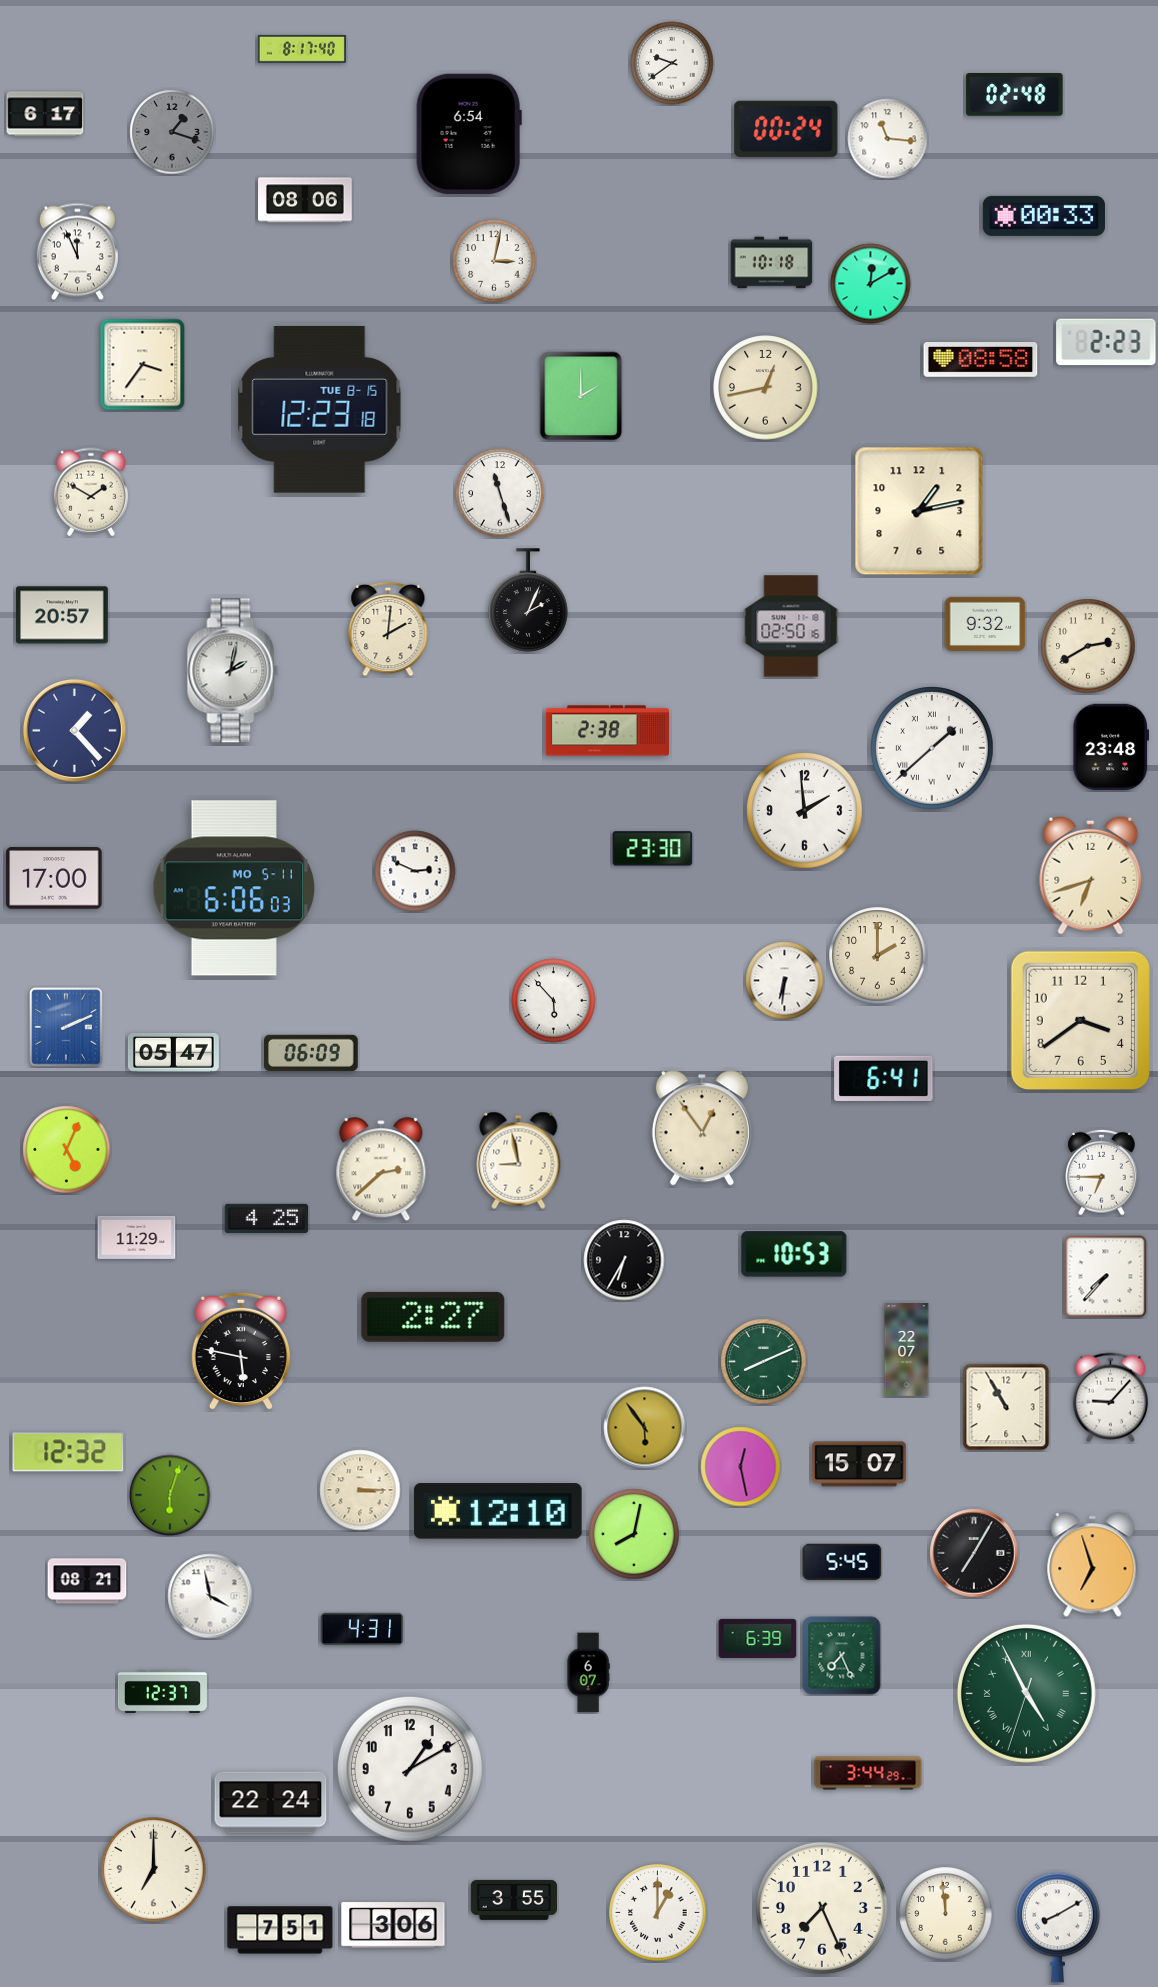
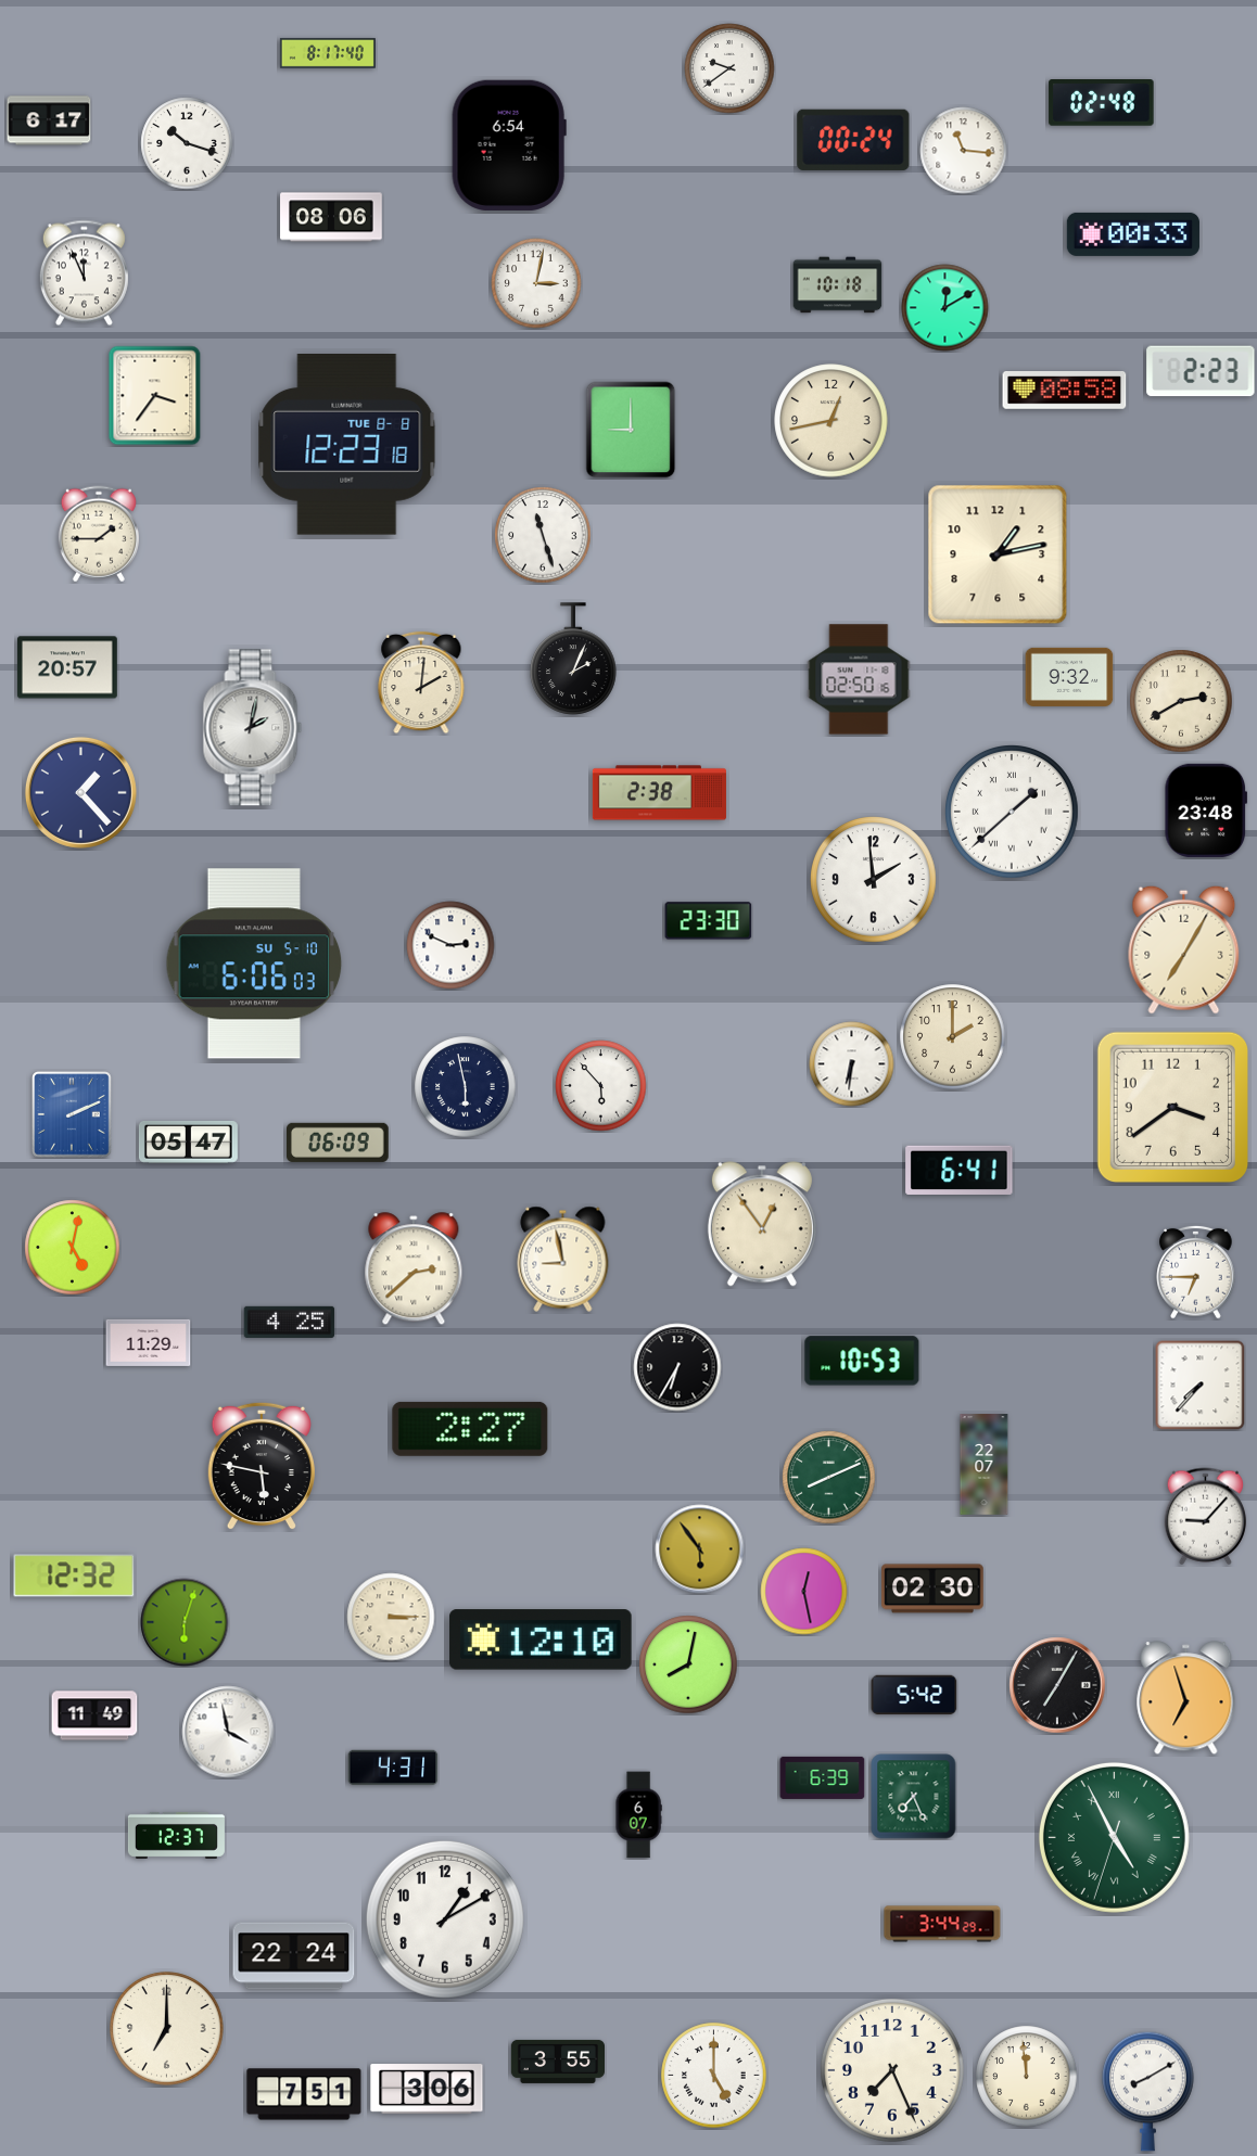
clock at (45, 114) position: (45, 114) -> (49, 120)
clock at (172, 132): 1:18 -> 10:18
clock at (172, 132) dial: grey -> white
clock at (581, 396): 2:00 -> 9:00
clock at (320, 410) date: TUE 8-15 -> TUE 8-8
clock at (91, 492): 1:50 -> 1:45
clock at (528, 600) position: (528, 600) -> (573, 659)
clock at (1091, 875): 6:42 -> 7:05
clock at (54, 878): 17:00 -> none
clock at (234, 888) date: MO 5-11 -> SU 5-10
clock at (466, 1087): none -> 5:58
clock at (67, 1150): 5:04 -> 5:02
clock at (1006, 1407): 10:55 -> none
clock at (860, 1464): 15:07 -> 02:30
clock at (842, 1562): 5:45 -> 5:42
clock at (87, 1581): 08:21 -> 11:49
clock at (658, 1913): 1:00 -> 5:00
